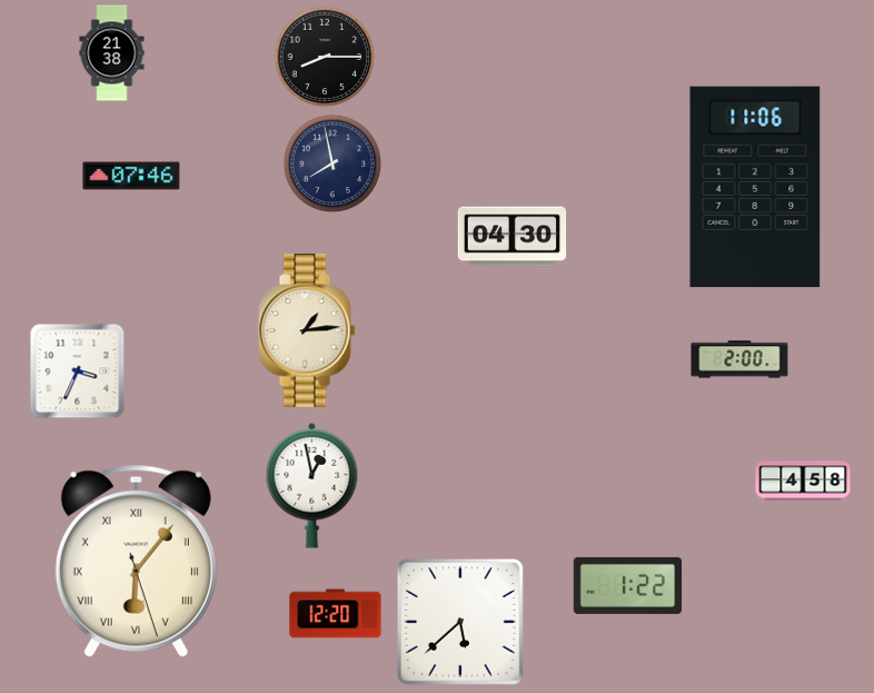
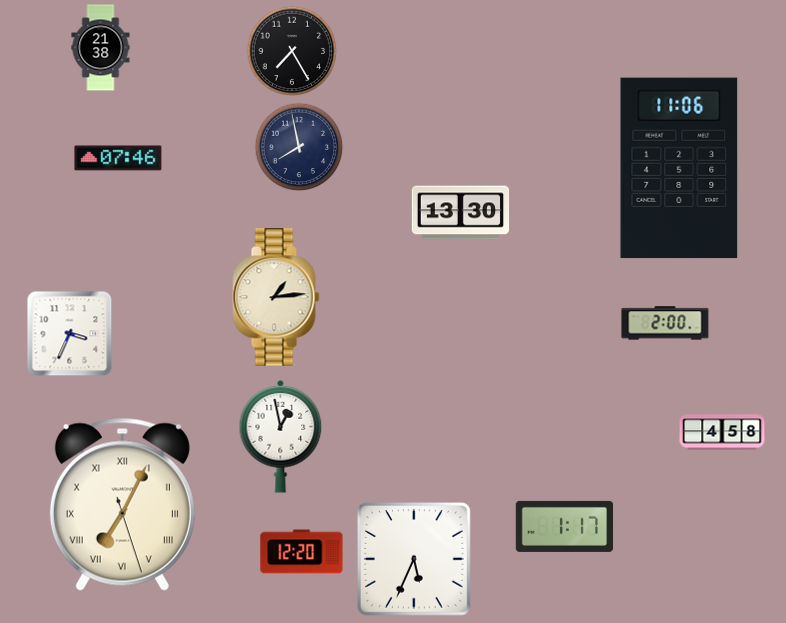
clock at (325, 57): 8:15 -> 7:25
clock at (513, 237): 04:30 -> 13:30
clock at (136, 561): 6:06 -> 7:04
clock at (628, 585): 1:22 -> 1:17
clock at (461, 623): 5:38 -> 5:34
